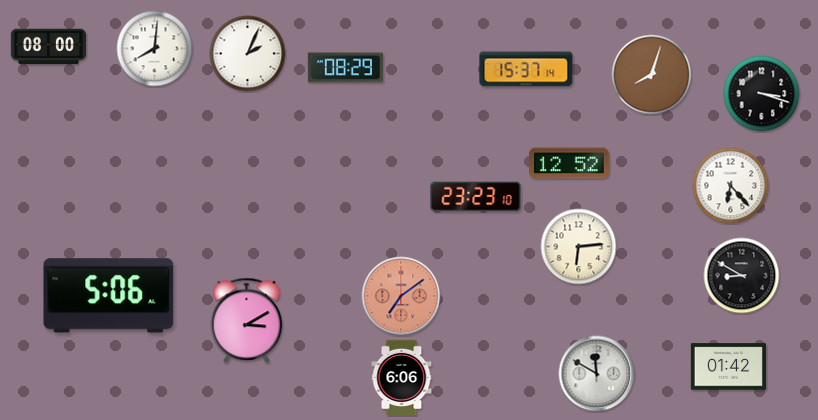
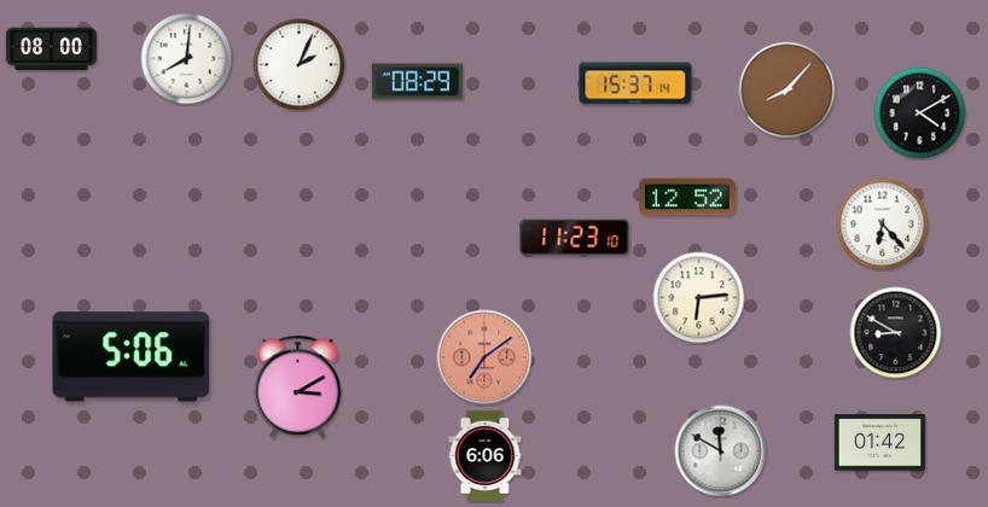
clock at (48, 47) position: (48, 47) -> (51, 49)
clock at (652, 75): 8:03 -> 8:07
clock at (762, 94): 3:18 -> 4:10
clock at (476, 197): 23:23 -> 11:23
